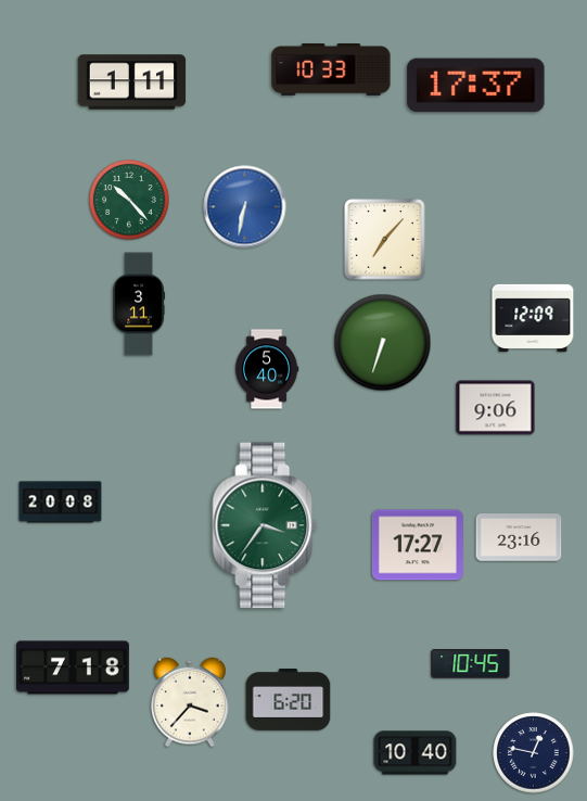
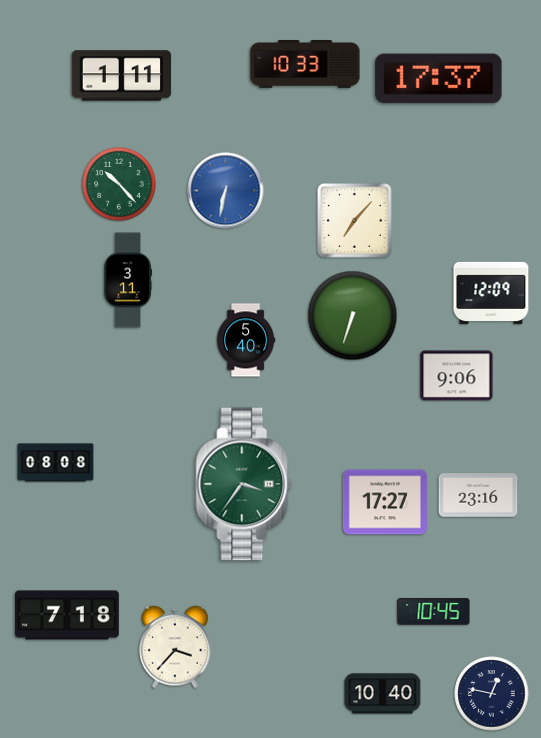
clock at (61, 503): 20:08 -> 08:08
clock at (289, 700): 6:20 -> none
